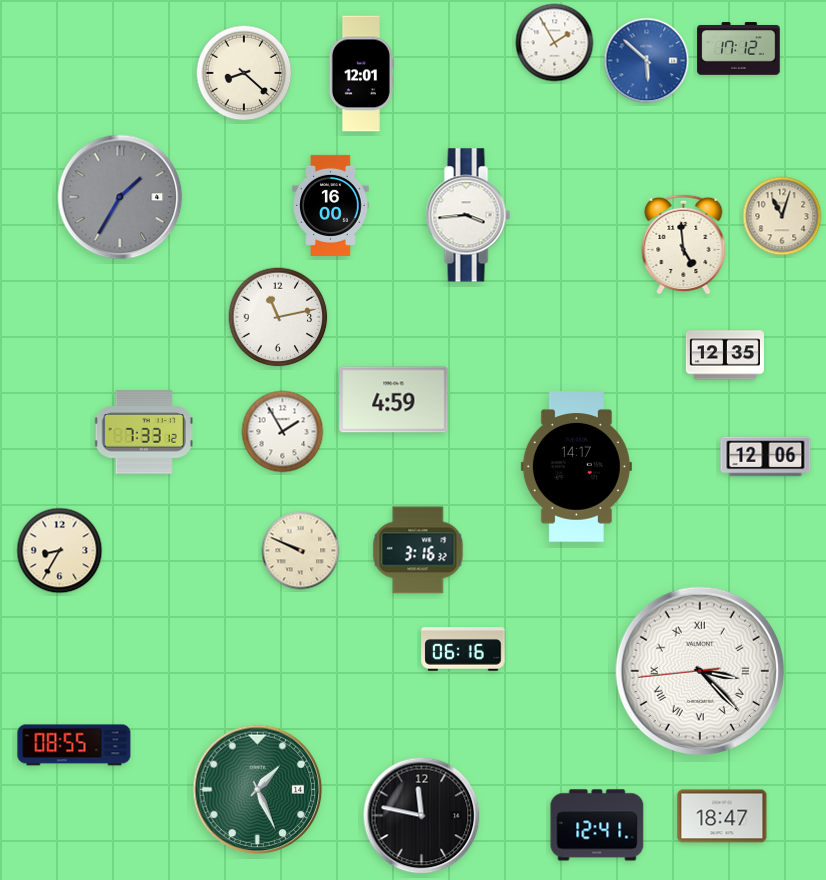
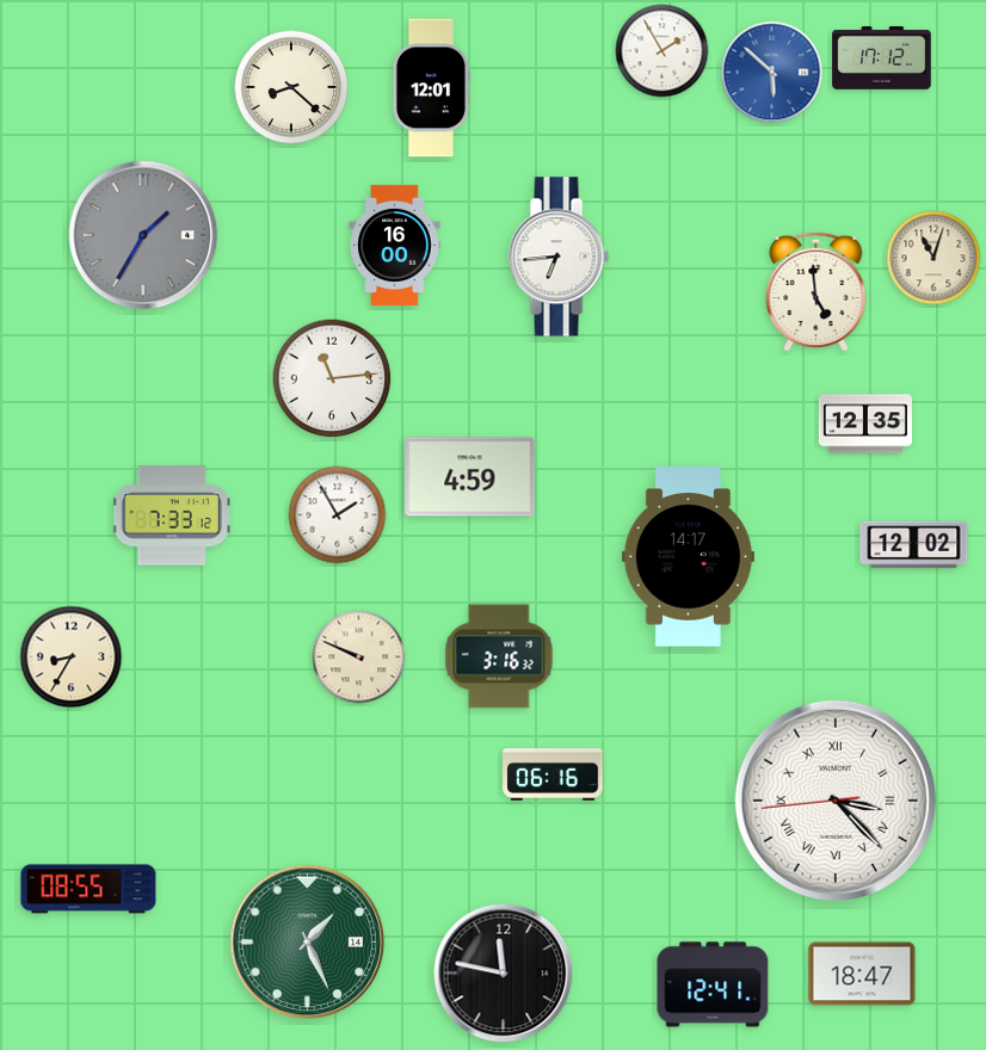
clock at (468, 215): 3:44 -> 6:44
clock at (278, 317): 11:13 -> 11:14
clock at (766, 457): 12:06 -> 12:02
